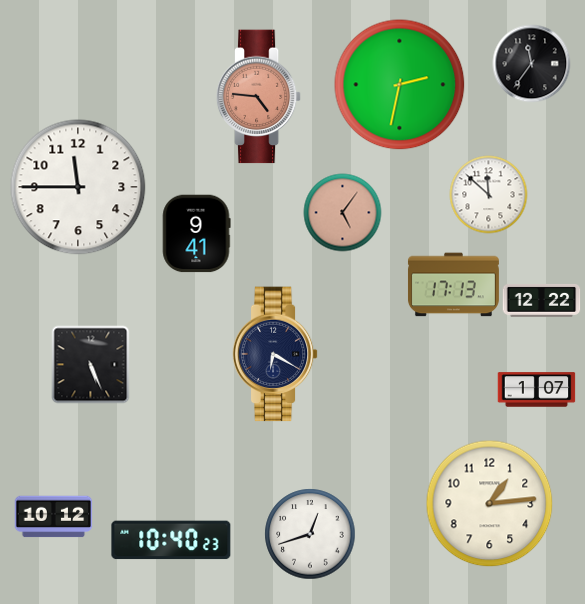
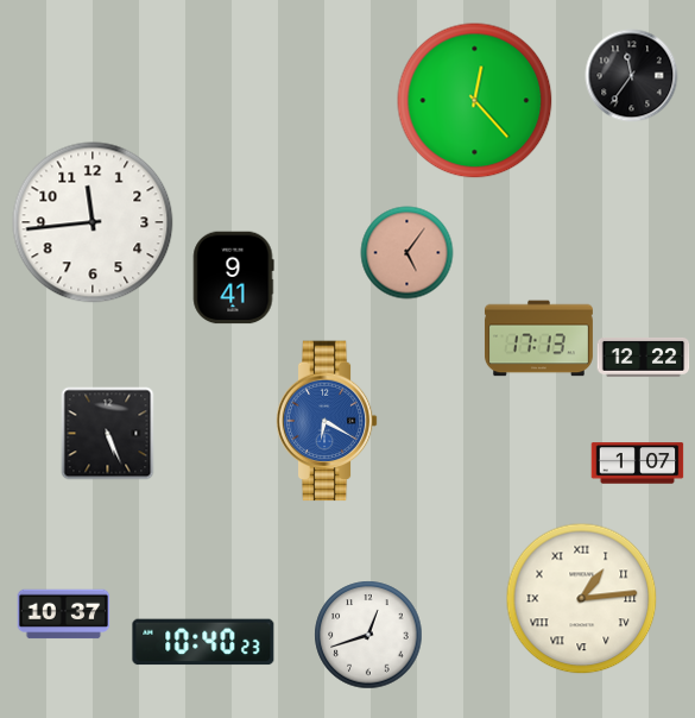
clock at (400, 85): 2:32 -> 12:23
clock at (259, 97): 4:46 -> none
clock at (78, 187): 11:45 -> 11:44
clock at (488, 194): 11:52 -> none
clock at (275, 354) dial: navy -> blue
clock at (489, 503) numerals: Arabic -> Roman
clock at (53, 517): 10:12 -> 10:37
